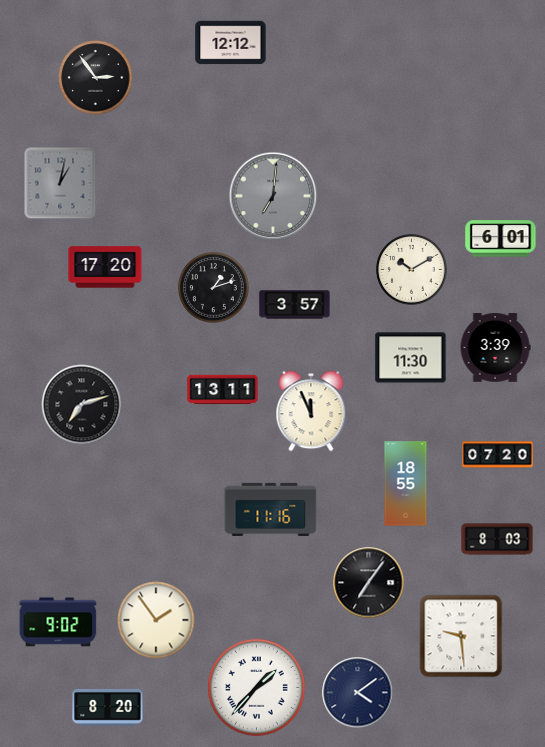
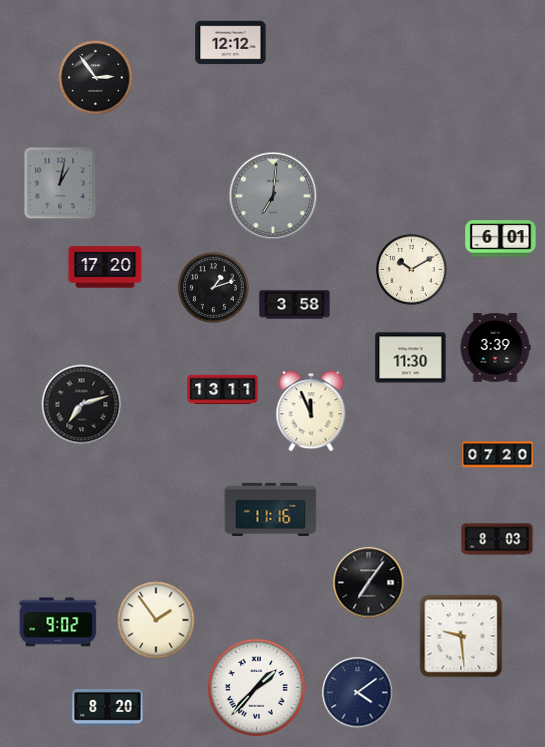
clock at (295, 305): 3:57 -> 3:58
clock at (406, 484): 18:55 -> none
